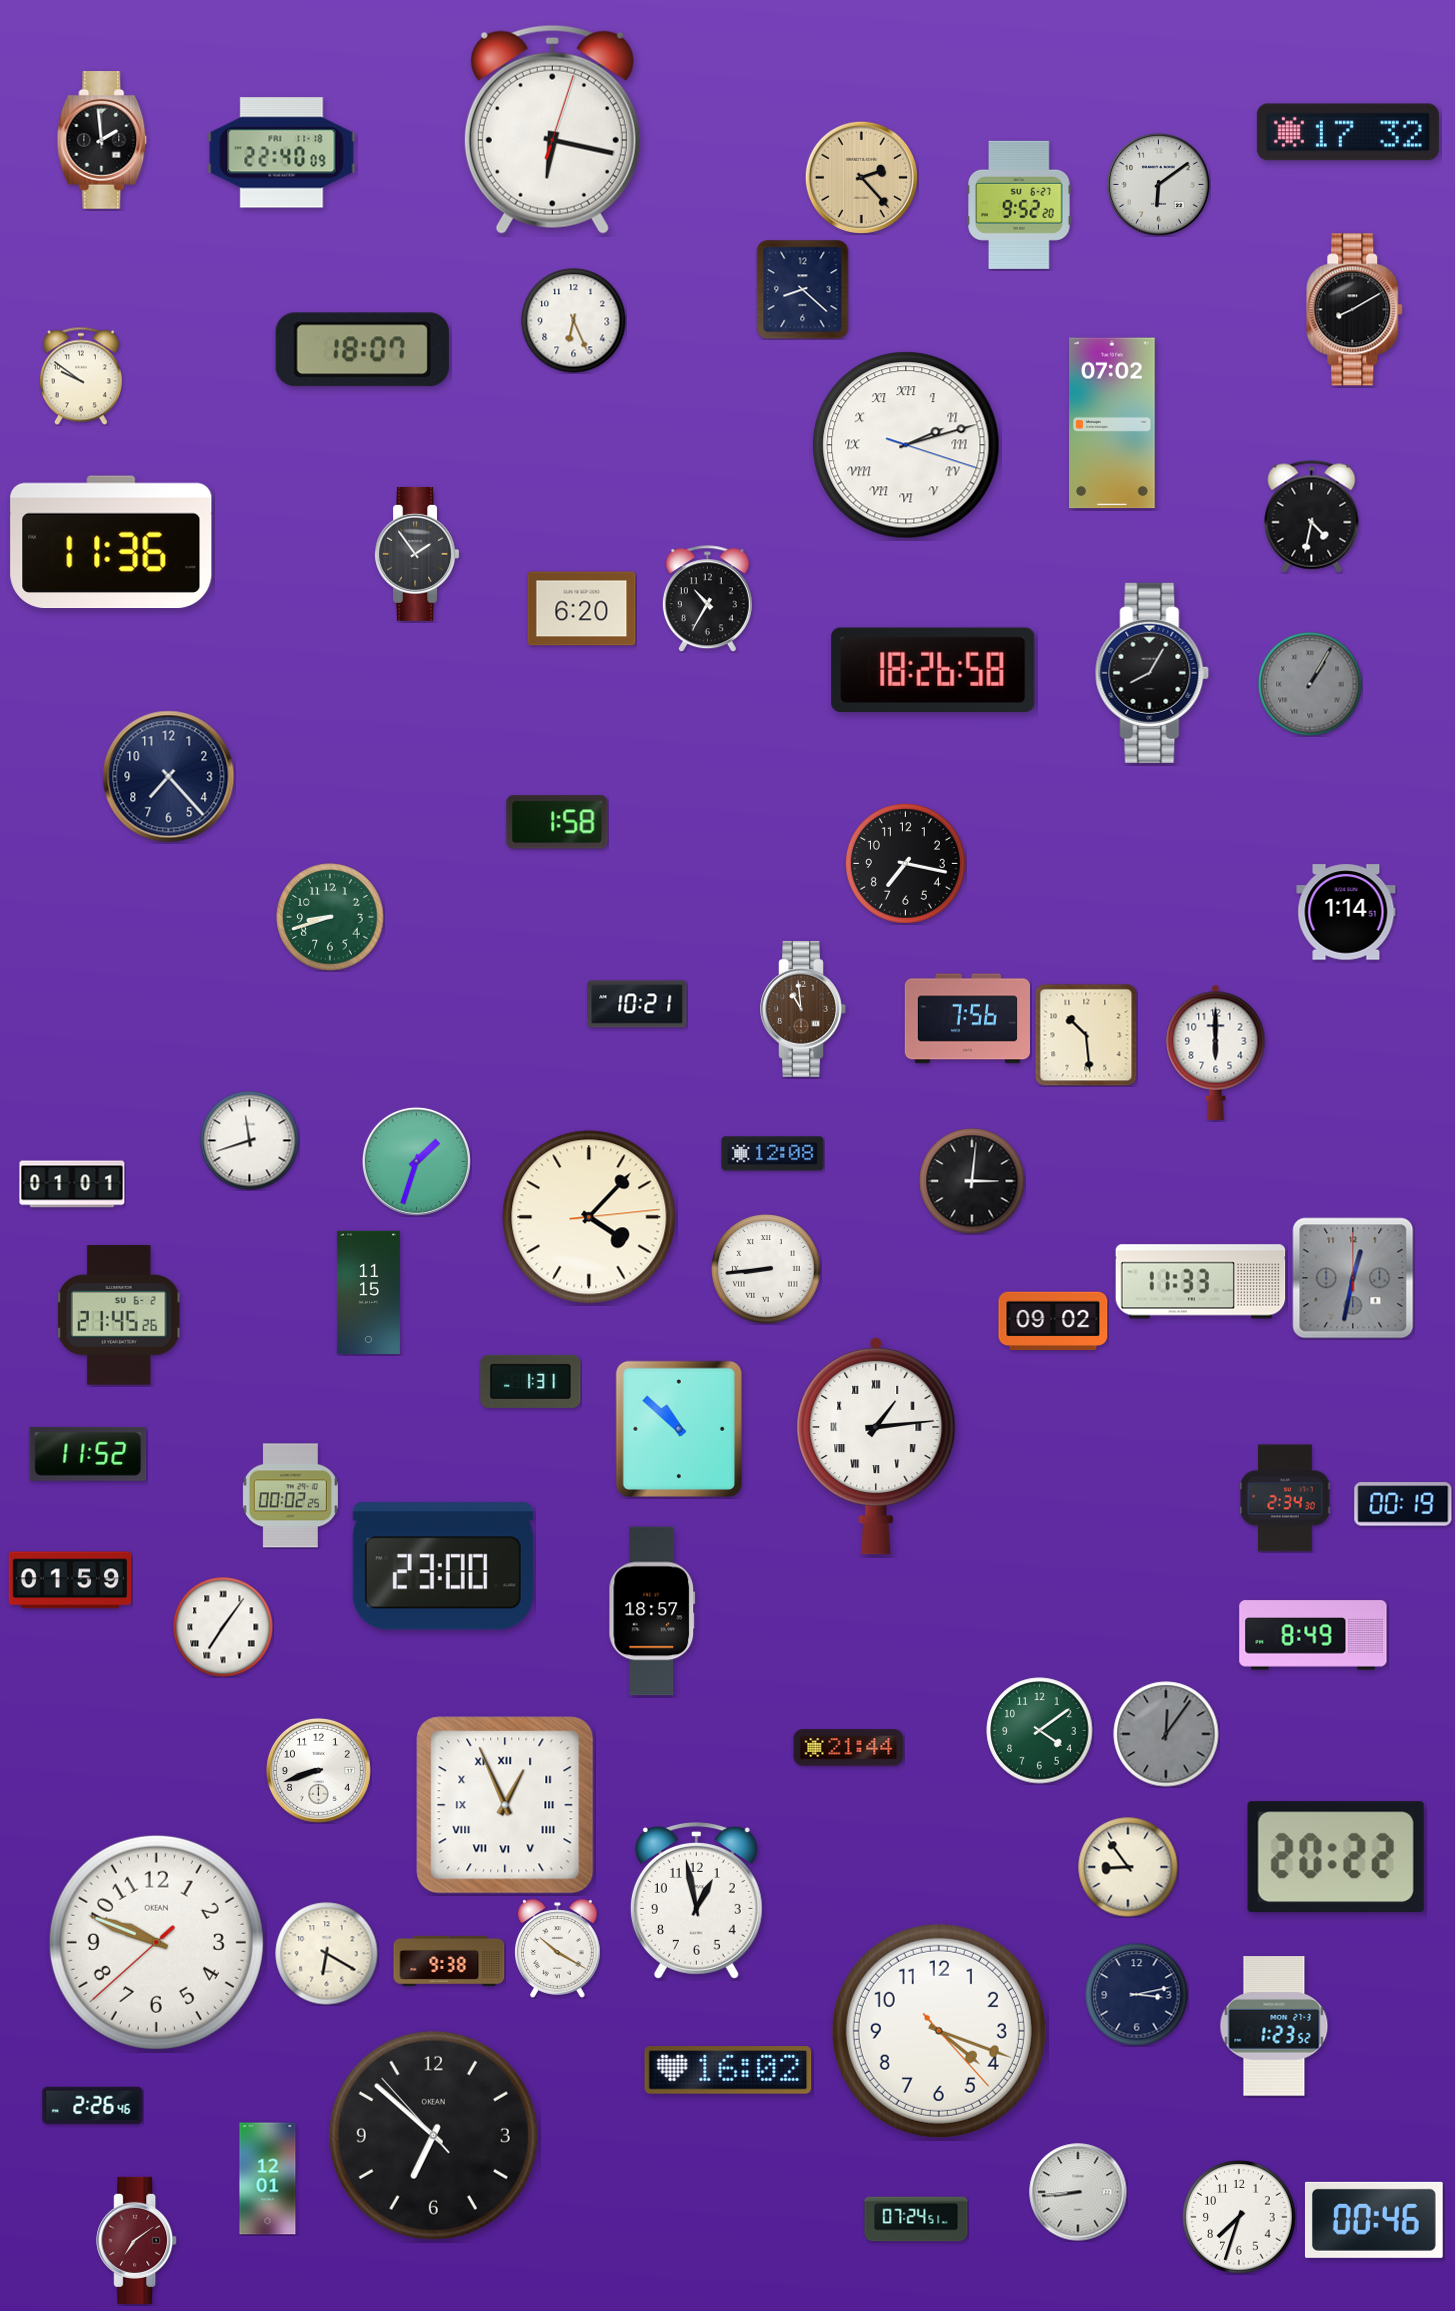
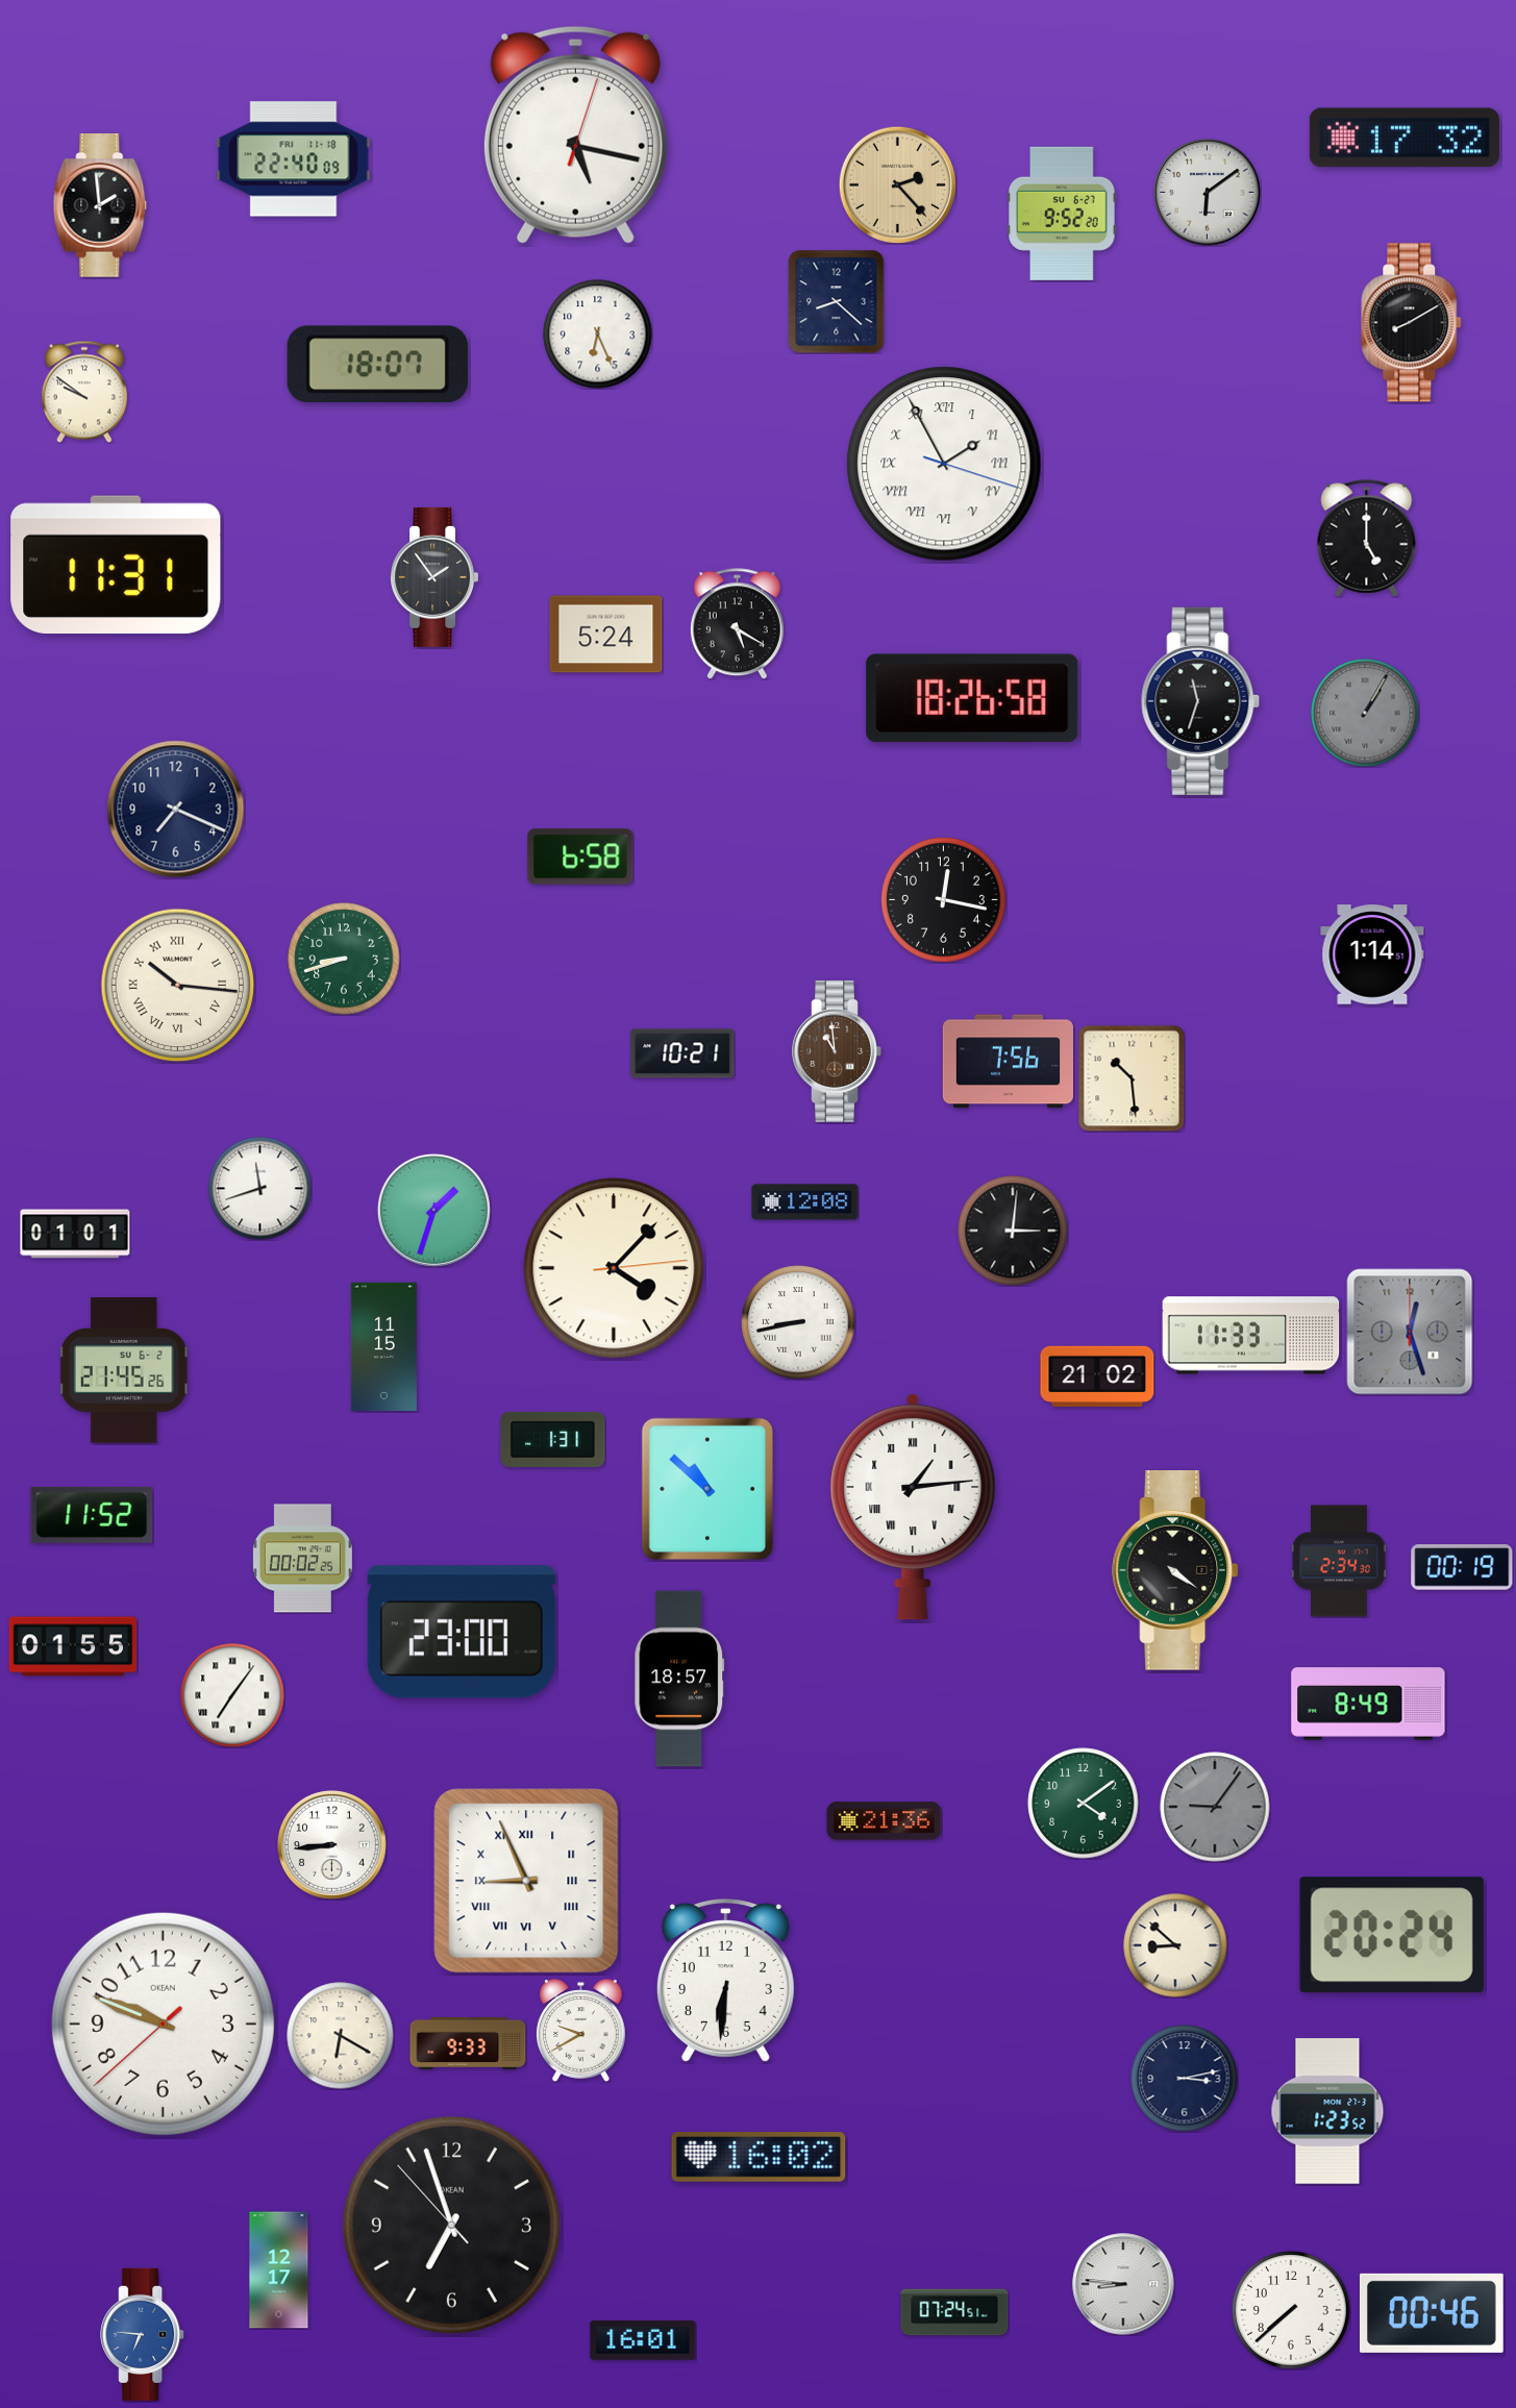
clock at (552, 129): 6:17 -> 5:17
clock at (102, 140) position: (102, 140) -> (100, 205)
clock at (1112, 423): 07:02 -> none
clock at (906, 445): 2:12 -> 1:55
clock at (1312, 517): 4:32 -> 5:00
clock at (111, 542): 11:36 -> 11:31
clock at (707, 599): 10:35 -> 5:20
clock at (582, 609): 6:20 -> 5:24
clock at (1152, 673): 8:05 -> 11:33
clock at (169, 777): 7:23 -> 7:19
clock at (557, 822): 1:58 -> 6:58
clock at (905, 863): 7:17 -> 12:17
clock at (1346, 912) position: (1346, 912) -> (1372, 954)
clock at (330, 917) position: (330, 917) -> (344, 959)
clock at (178, 986): none -> 10:16
clock at (637, 1004) position: (637, 1004) -> (682, 1053)
clock at (1216, 1052): 6:00 -> none
clock at (766, 1269): 8:44 -> 8:43
clock at (1353, 1278): 12:32 -> 12:27
clock at (1053, 1321): 09:02 -> 21:02
clock at (1175, 1571): none -> 4:21
clock at (70, 1580): 01:59 -> 01:55
clock at (1166, 1734): 12:06 -> 9:06
clock at (849, 1748): 21:44 -> 21:36
clock at (318, 1770): 8:42 -> 8:44
clock at (505, 1805): 12:56 -> 8:56
clock at (1336, 1857): 20:22 -> 20:24
clock at (1128, 1867): 8:54 -> 8:52
clock at (696, 1901): 12:58 -> 6:31
clock at (558, 1949): 10:20 -> 9:40
clock at (449, 1961): 9:38 -> 9:33
clock at (939, 2031): 4:18 -> none
clock at (93, 2106): 2:26 -> none
clock at (433, 2135): 6:51 -> 6:56
clock at (268, 2179): 12:01 -> 12:17
clock at (1078, 2192): 8:44 -> 8:46
clock at (1239, 2217): 7:33 -> 7:38
clock at (137, 2240): 7:09 -> 6:46
clock at (137, 2240) dial: burgundy -> blue
clock at (643, 2340): none -> 16:01
